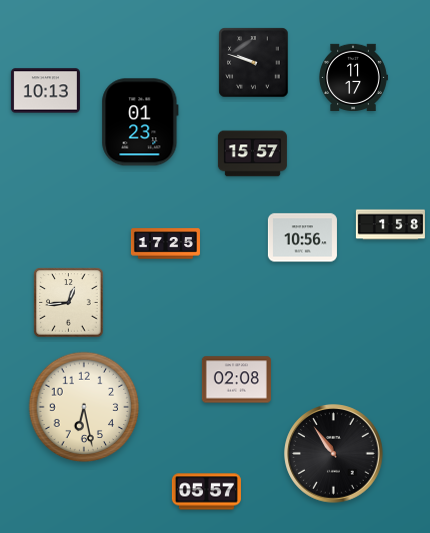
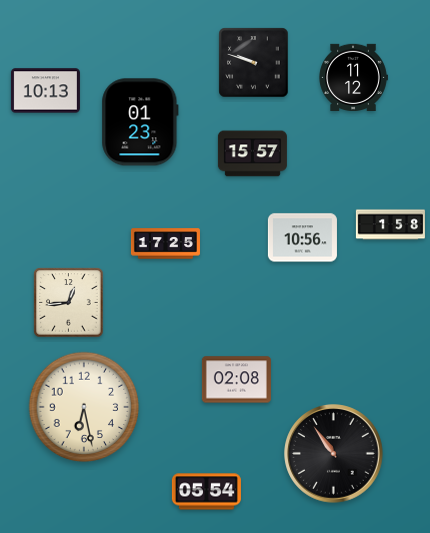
clock at (353, 77): 11:17 -> 11:12
clock at (206, 492): 05:57 -> 05:54
